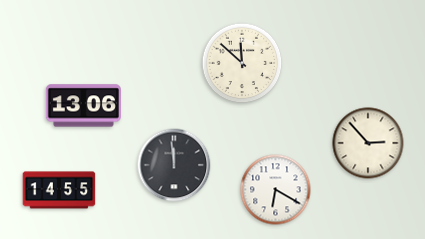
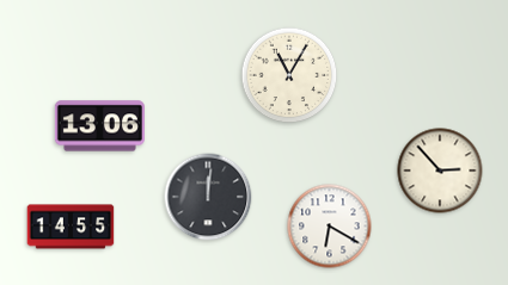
clock at (242, 63): 11:52 -> 11:05
clock at (174, 165): 11:59 -> 12:01
